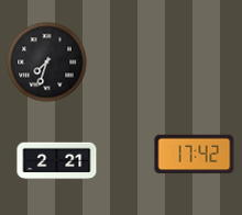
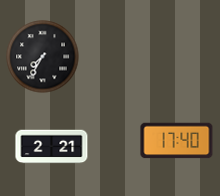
clock at (47, 63): 7:33 -> 7:35
clock at (195, 155): 17:42 -> 17:40
